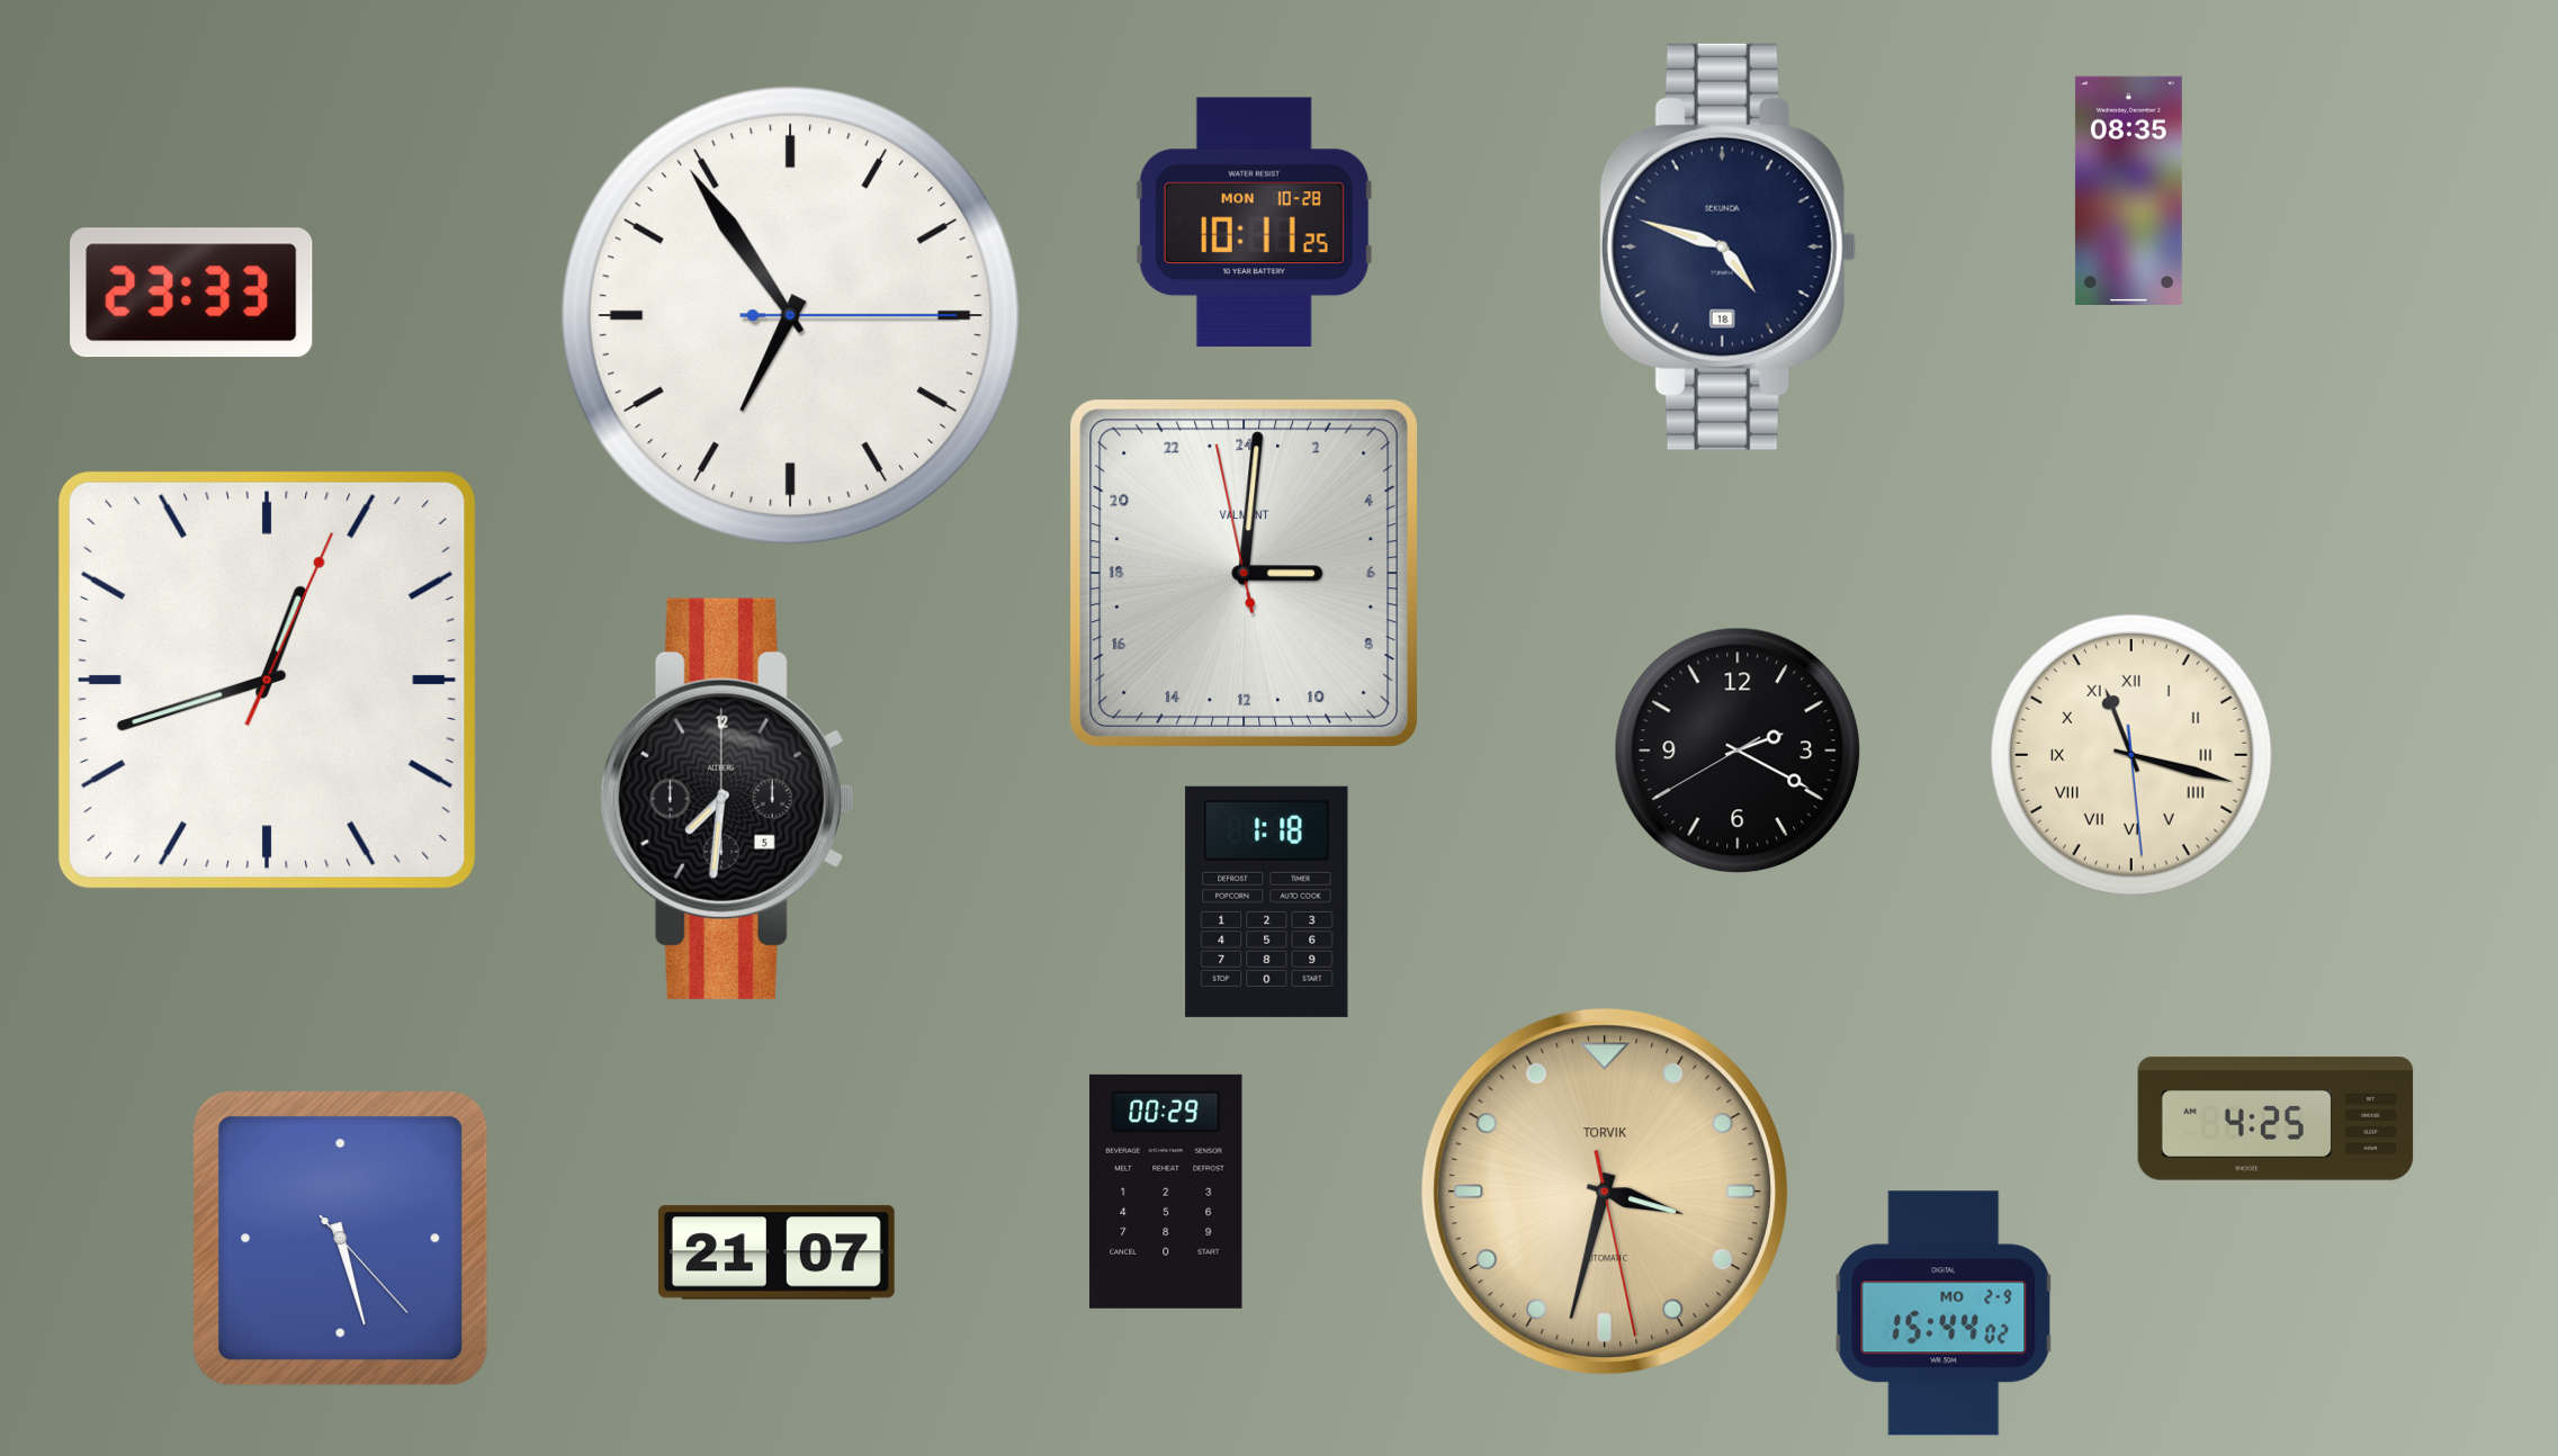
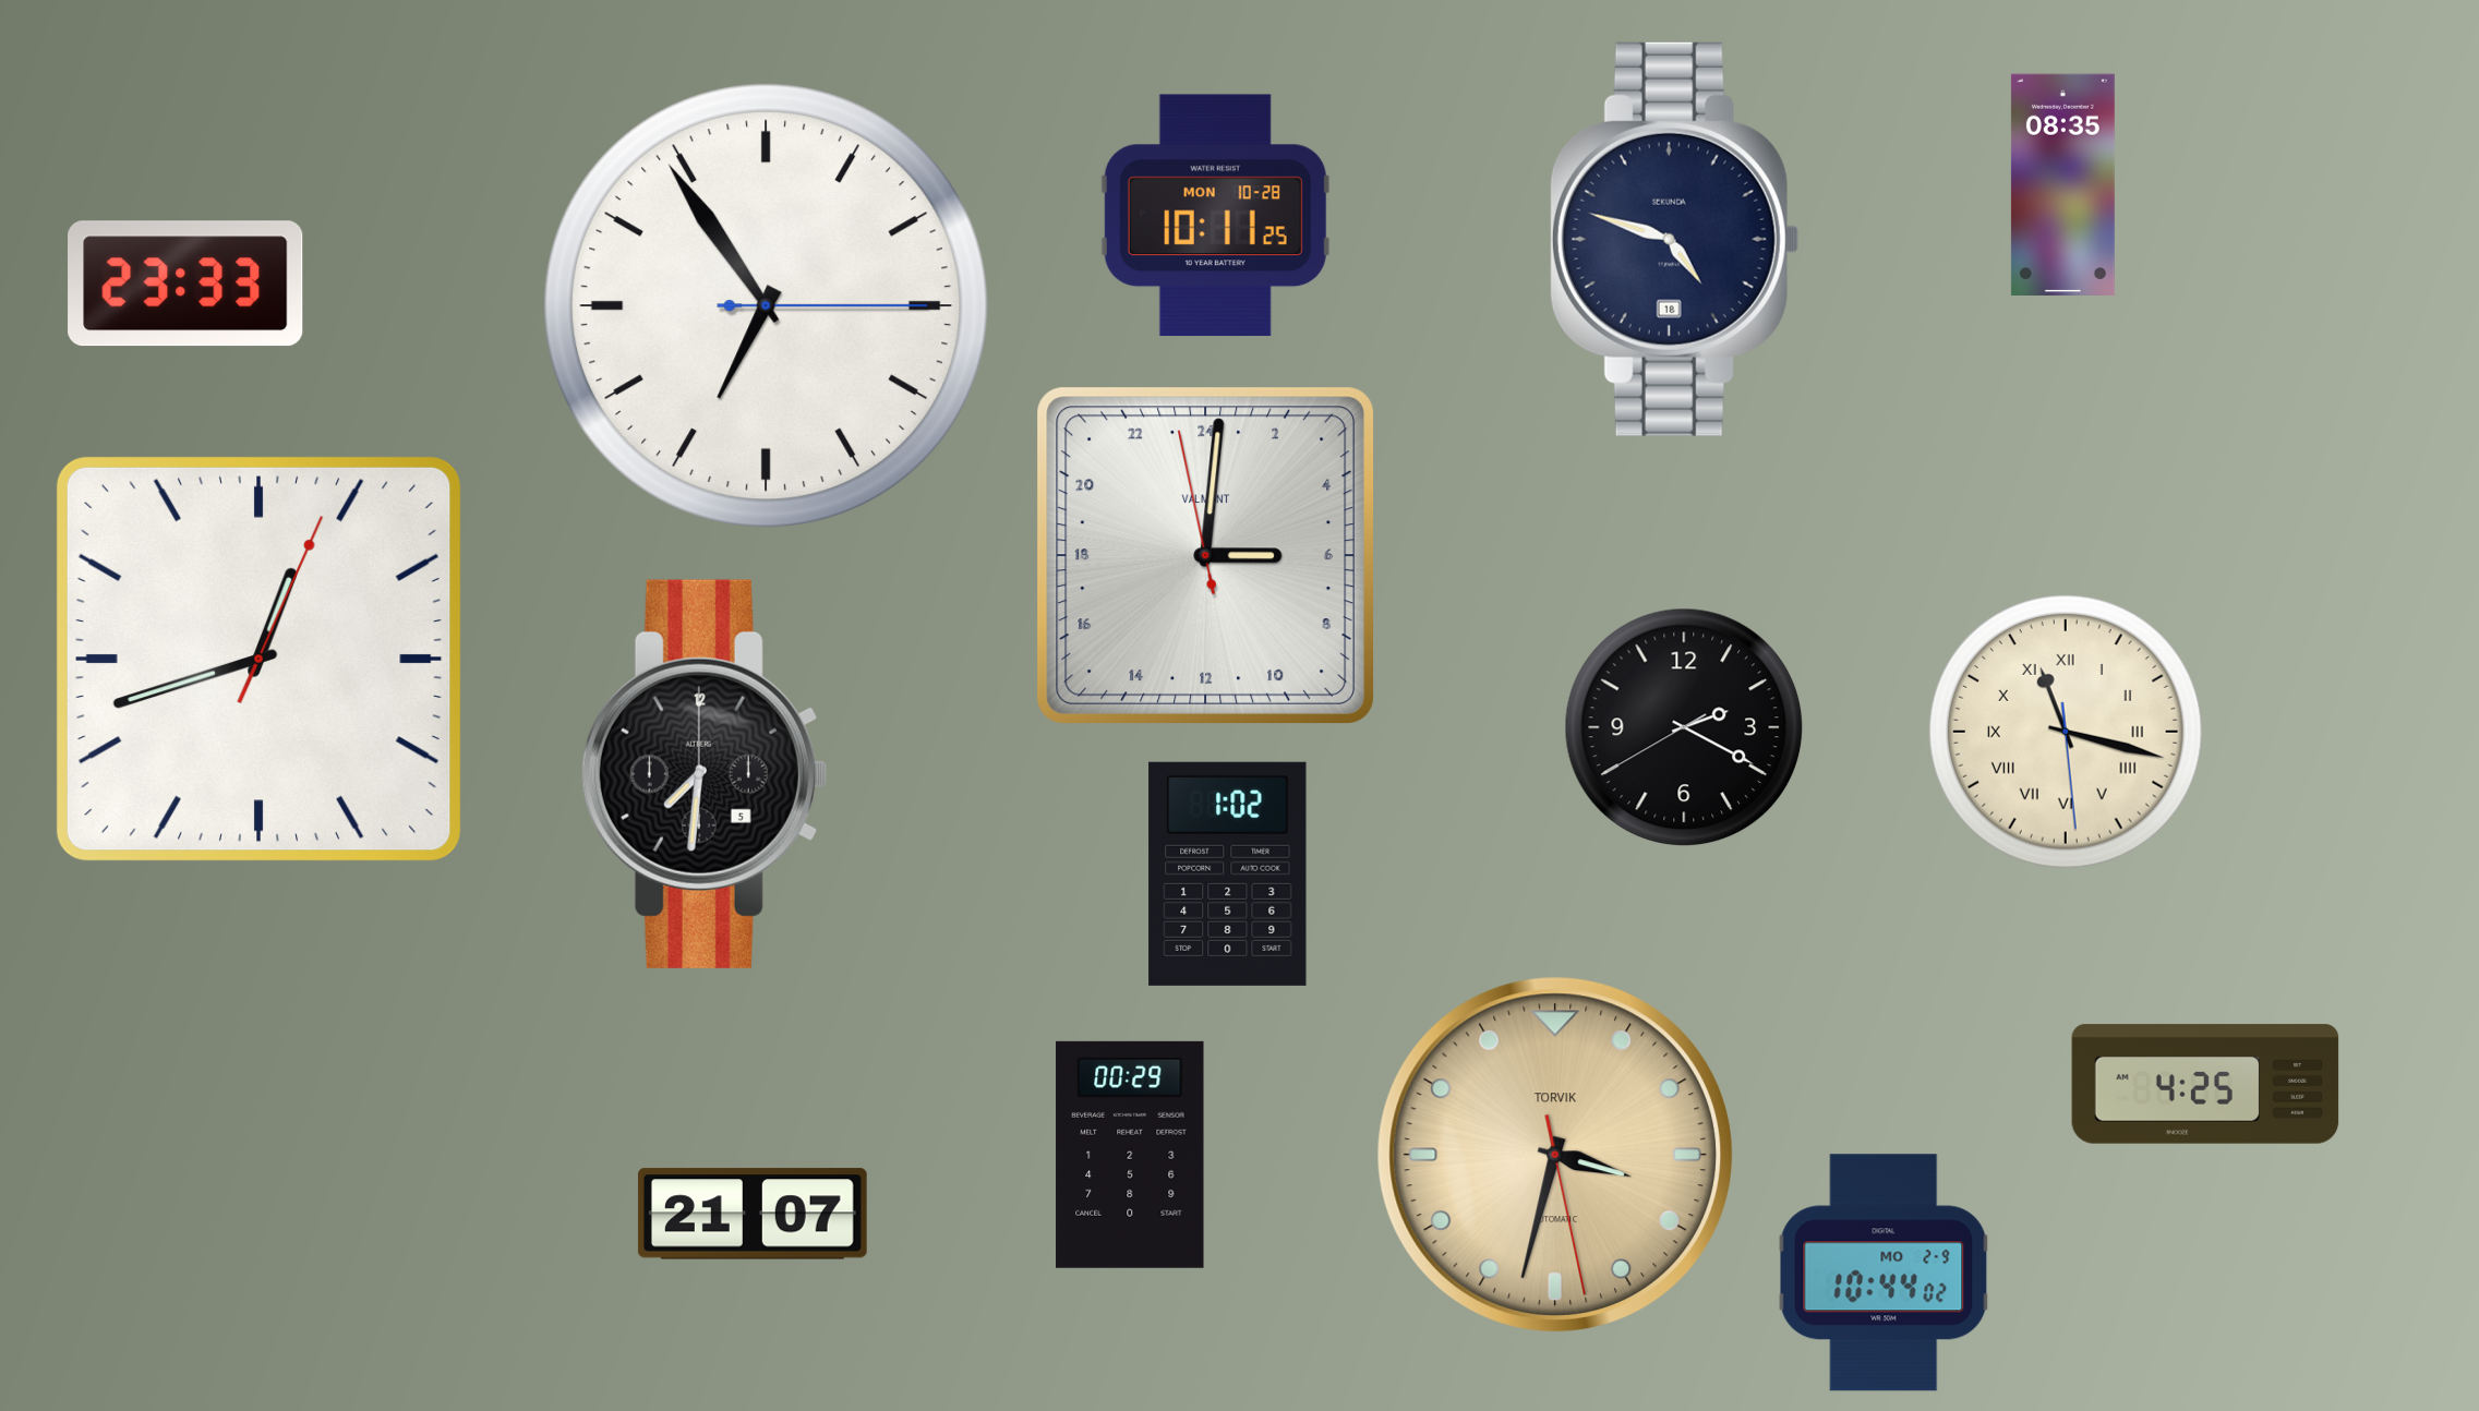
clock at (1267, 901): 1:18 -> 1:02
clock at (341, 1239): 5:27 -> none
clock at (1944, 1313): 15:44 -> 10:44
